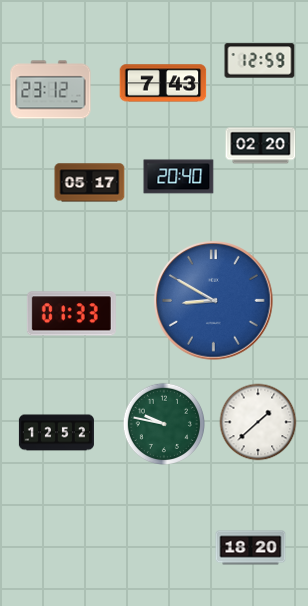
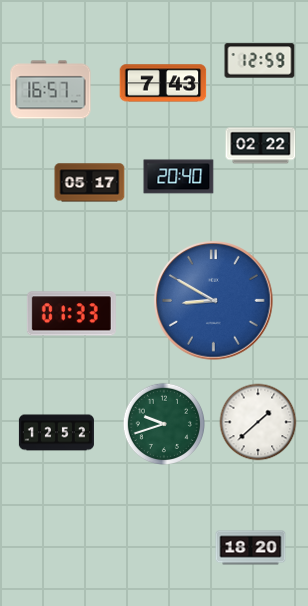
clock at (51, 90): 23:12 -> 16:57
clock at (261, 146): 02:20 -> 02:22
clock at (163, 423): 9:47 -> 9:42
